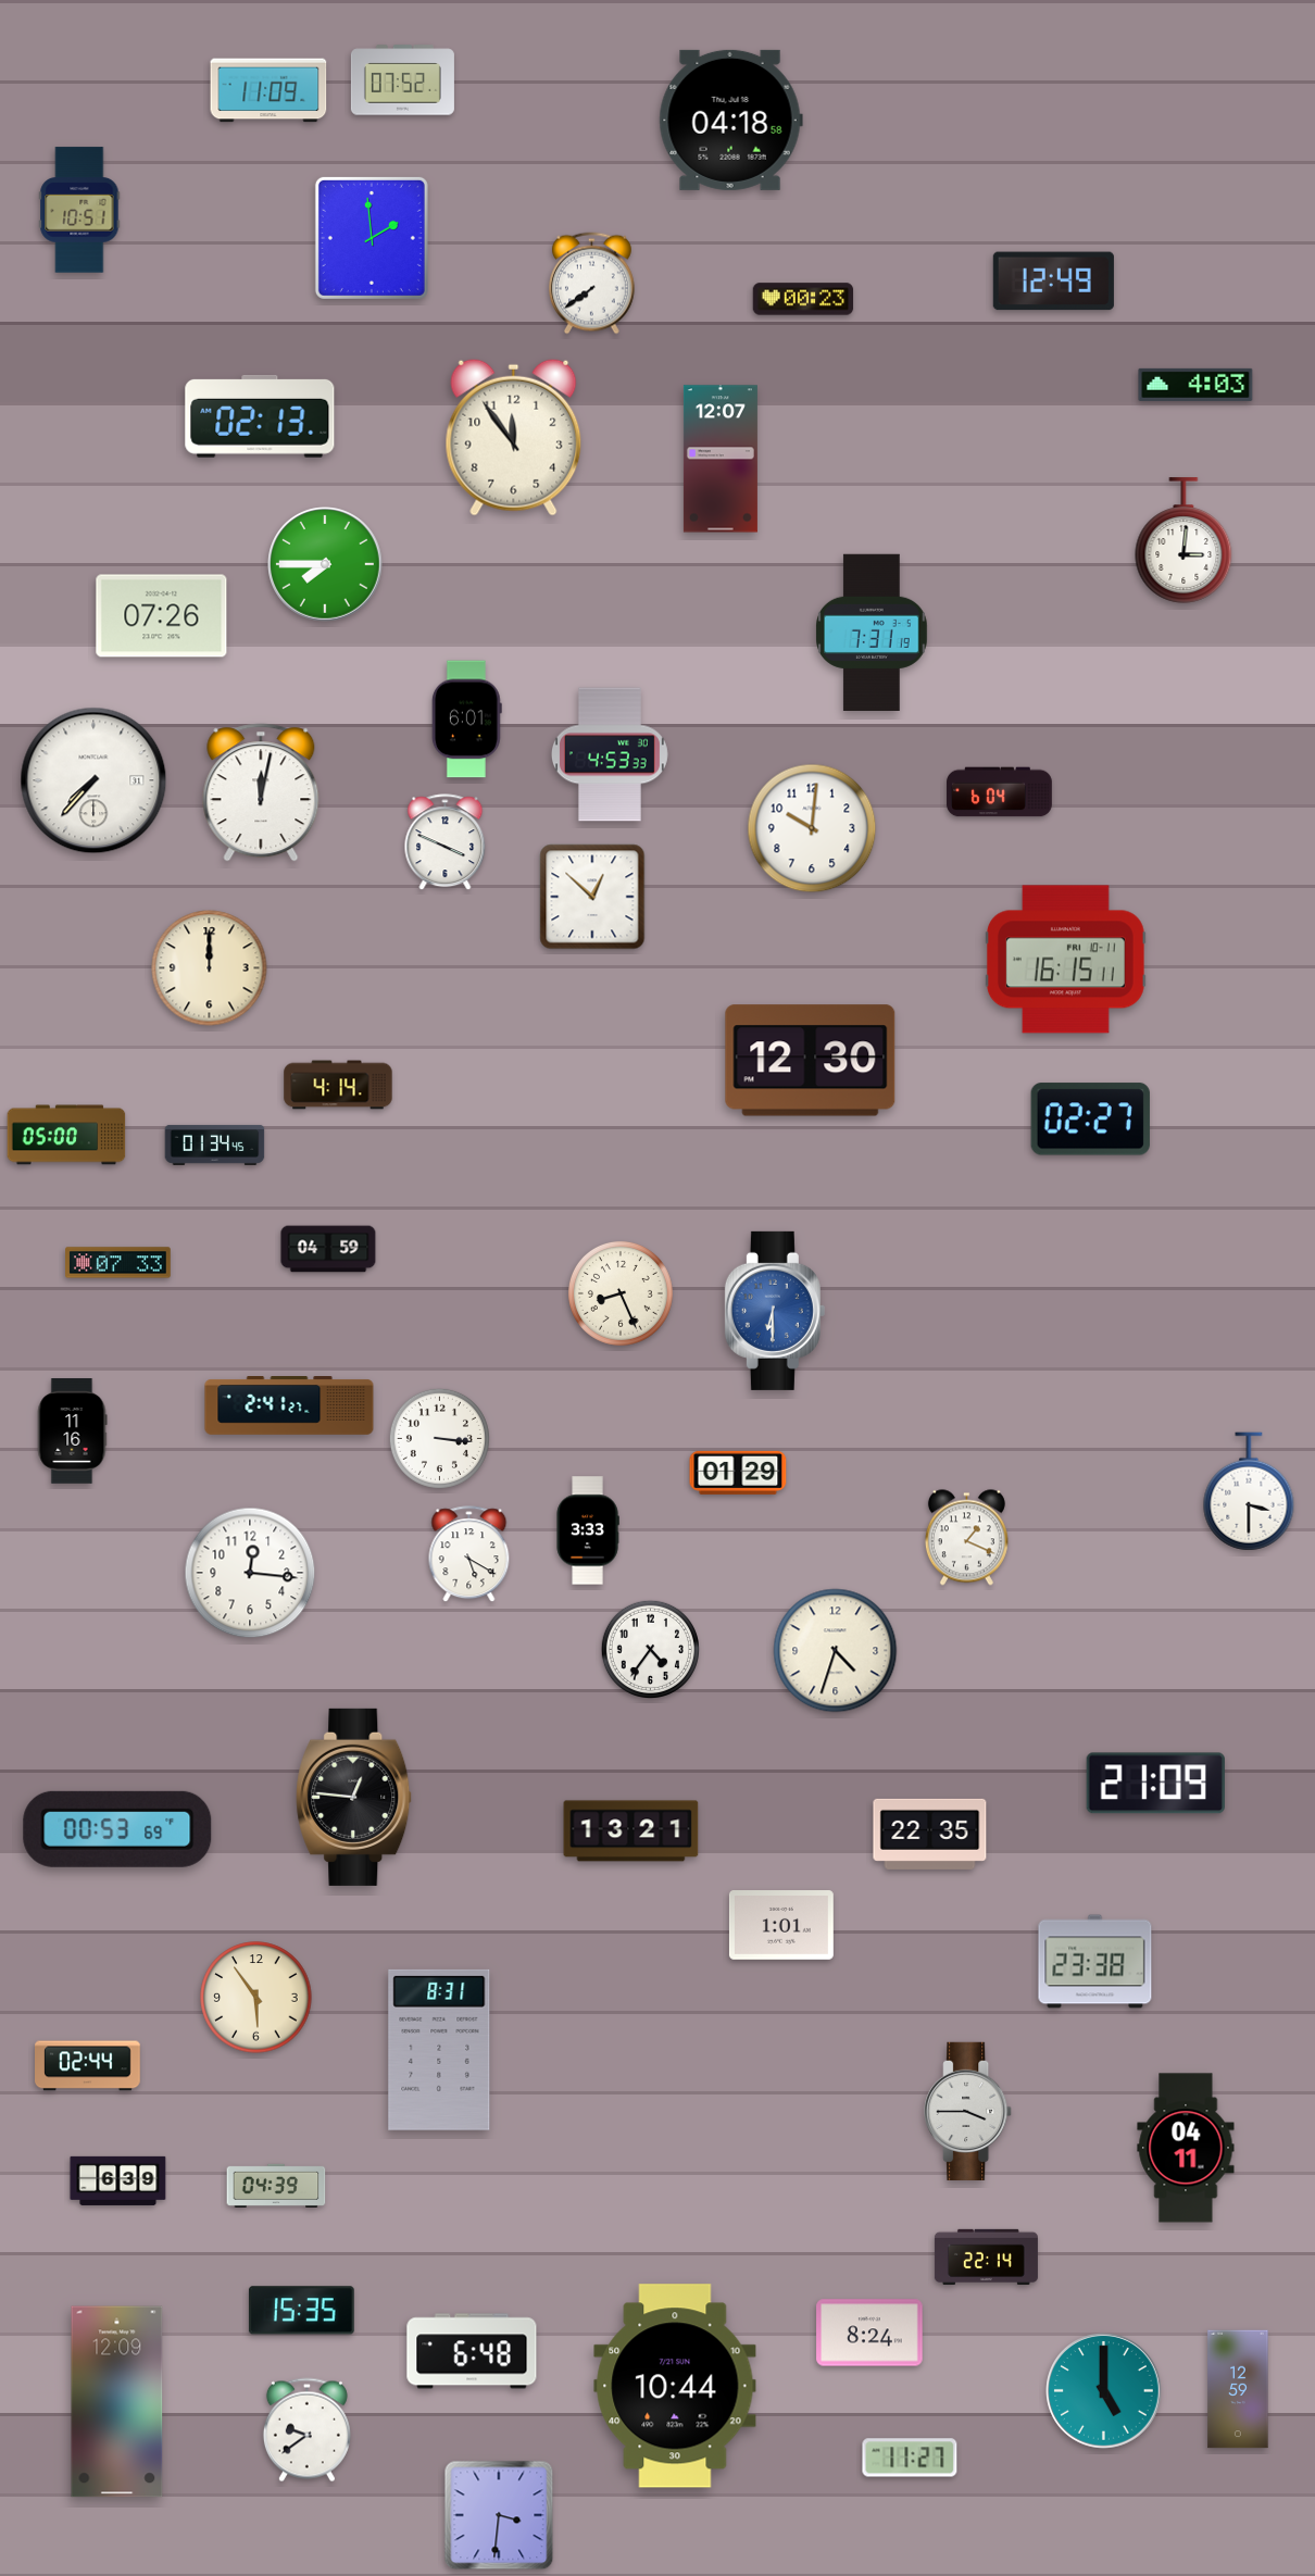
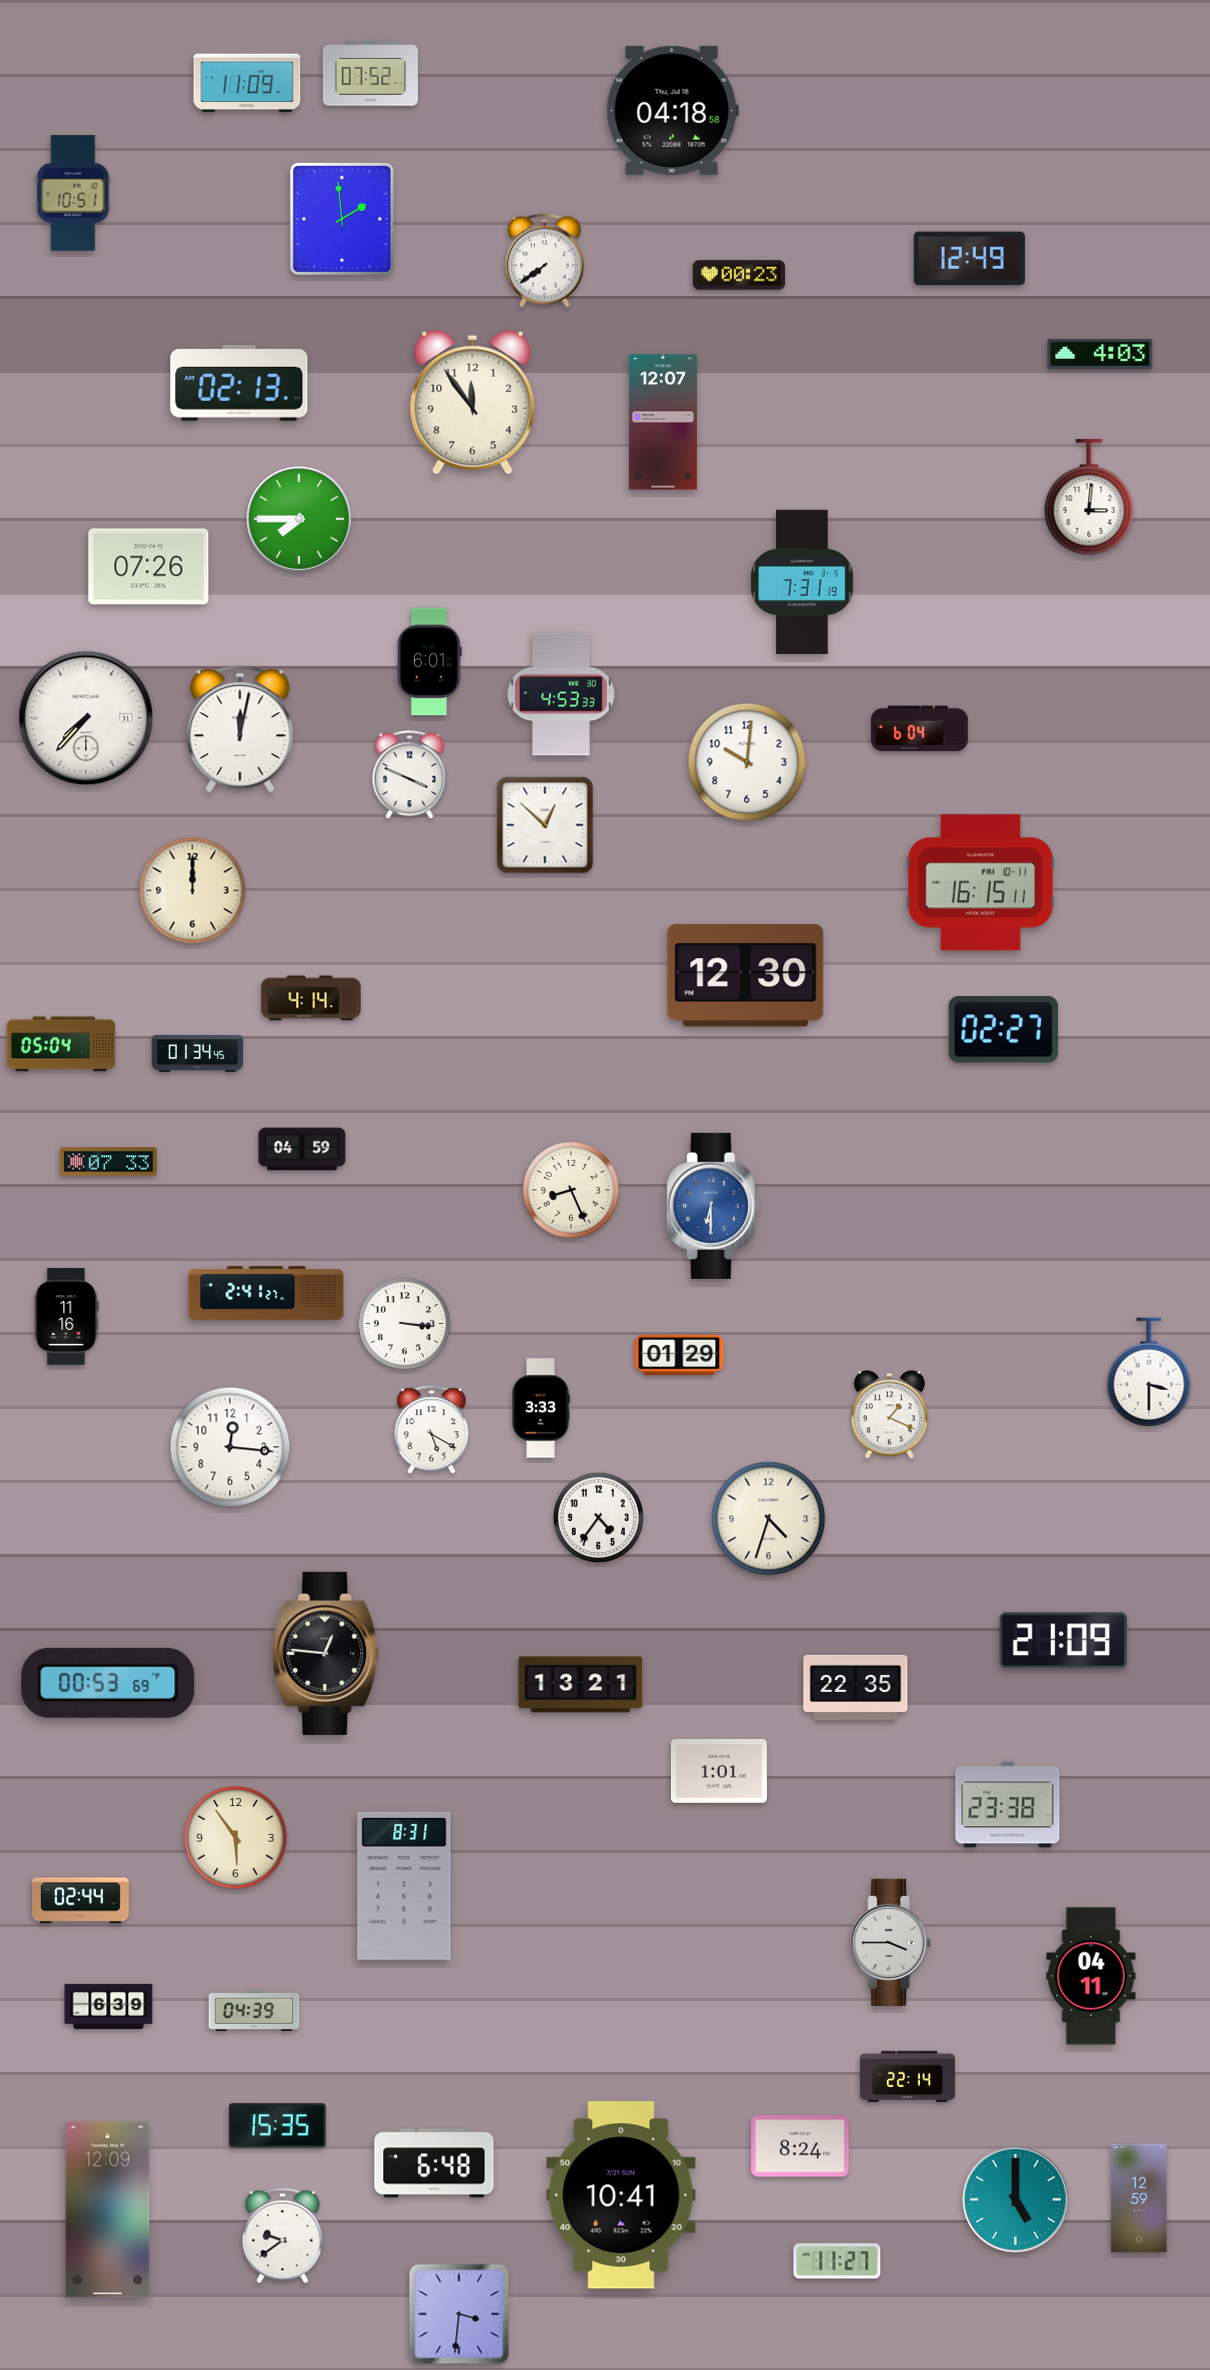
clock at (66, 1135): 05:00 -> 05:04
clock at (675, 2386): 10:44 -> 10:41
